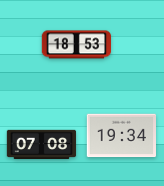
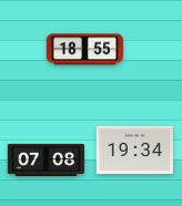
clock at (77, 45): 18:53 -> 18:55
